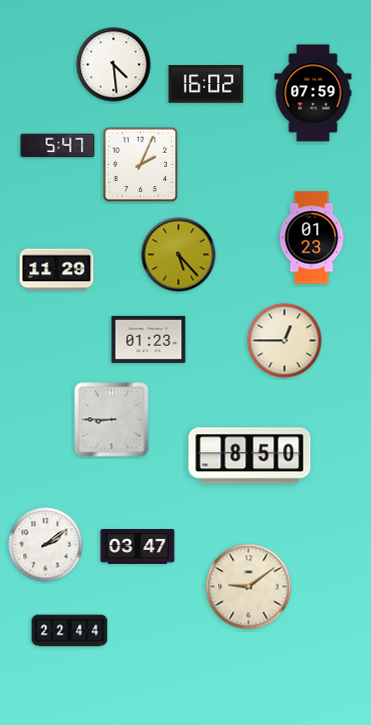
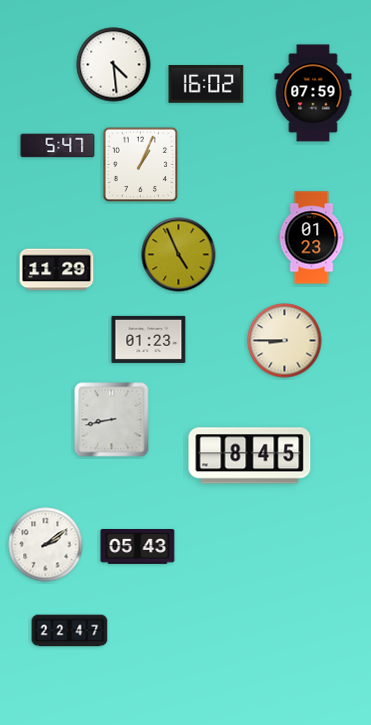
clock at (141, 165): 2:04 -> 1:04
clock at (179, 255): 5:23 -> 4:56
clock at (285, 341): 12:45 -> 8:45
clock at (112, 420): 8:45 -> 8:43
clock at (250, 456): 8:50 -> 8:45
clock at (138, 547): 03:47 -> 05:43
clock at (249, 587): 9:09 -> none
clock at (70, 631): 22:44 -> 22:47
